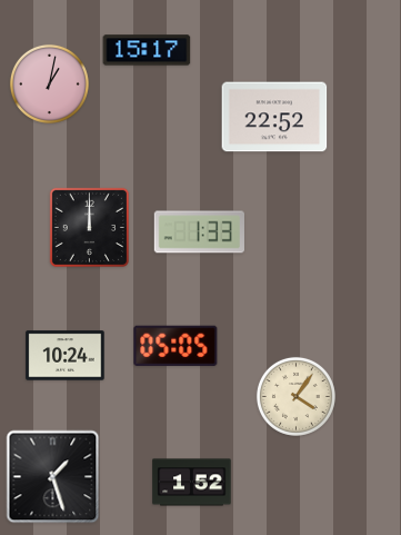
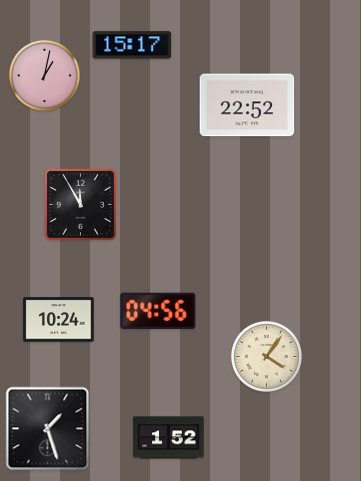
clock at (89, 227): 12:00 -> 11:55
clock at (199, 232): 1:33 -> none
clock at (176, 346): 05:05 -> 04:56
clock at (192, 483) position: (192, 483) -> (169, 438)
